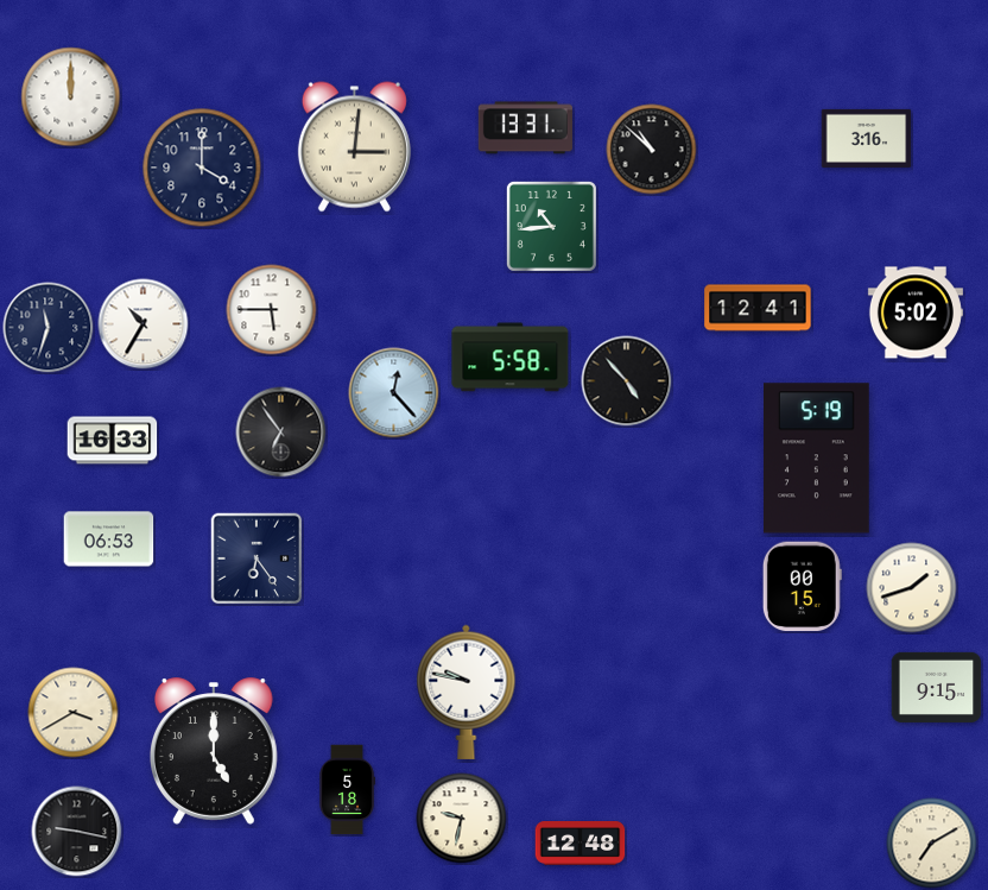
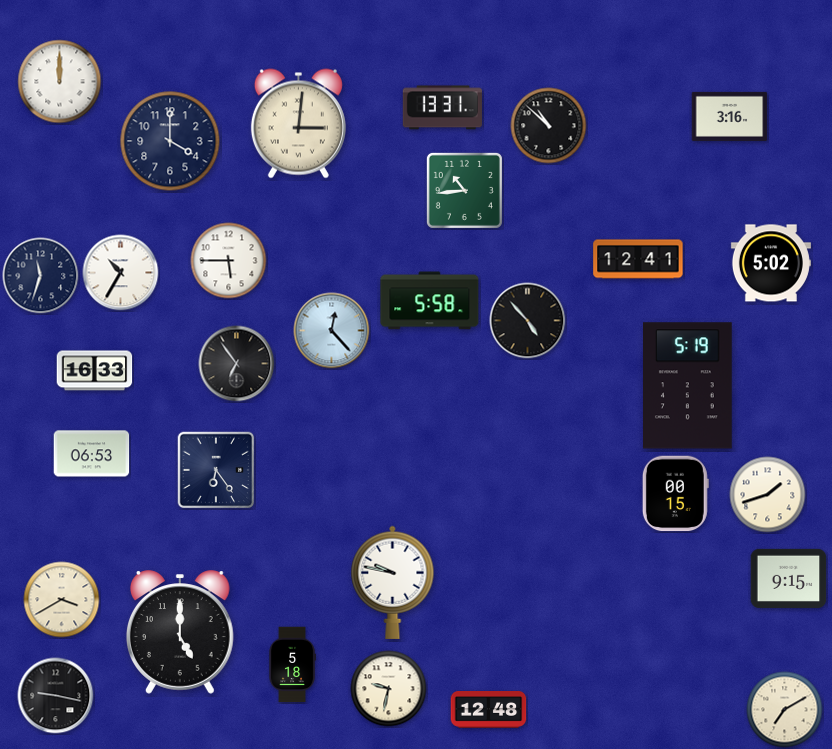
clock at (77, 832) position: (77, 832) -> (56, 696)
